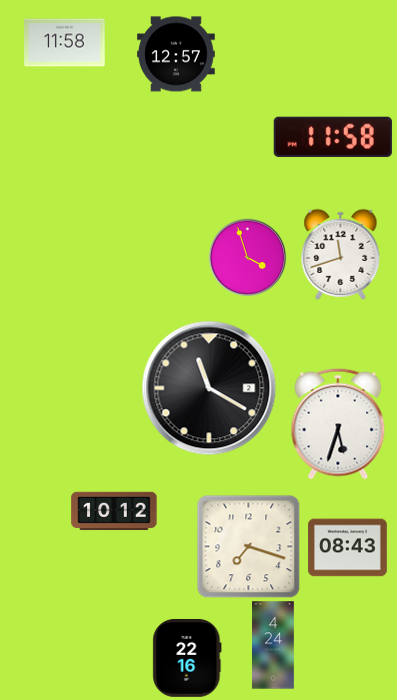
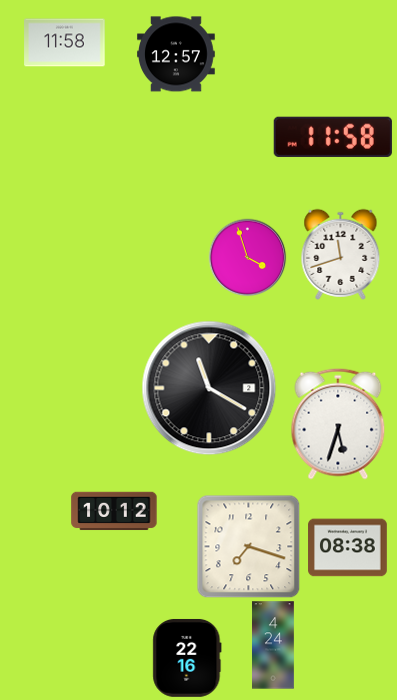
clock at (348, 548): 08:43 -> 08:38
